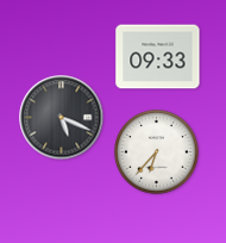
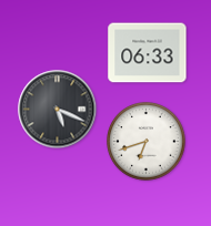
clock at (158, 57): 09:33 -> 06:33
clock at (157, 152): 6:37 -> 6:42
